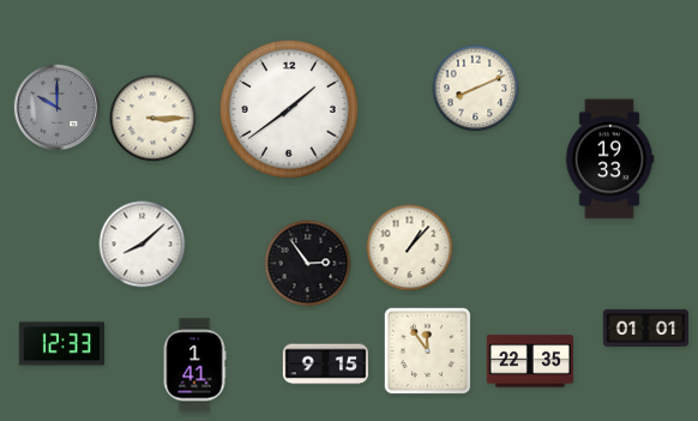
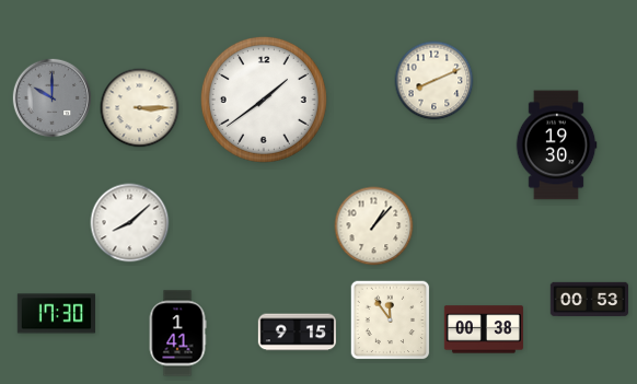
clock at (609, 160): 19:33 -> 19:30
clock at (308, 264): 2:54 -> none
clock at (645, 327): 01:01 -> 00:53
clock at (61, 344): 12:33 -> 17:30
clock at (530, 361): 22:35 -> 00:38
